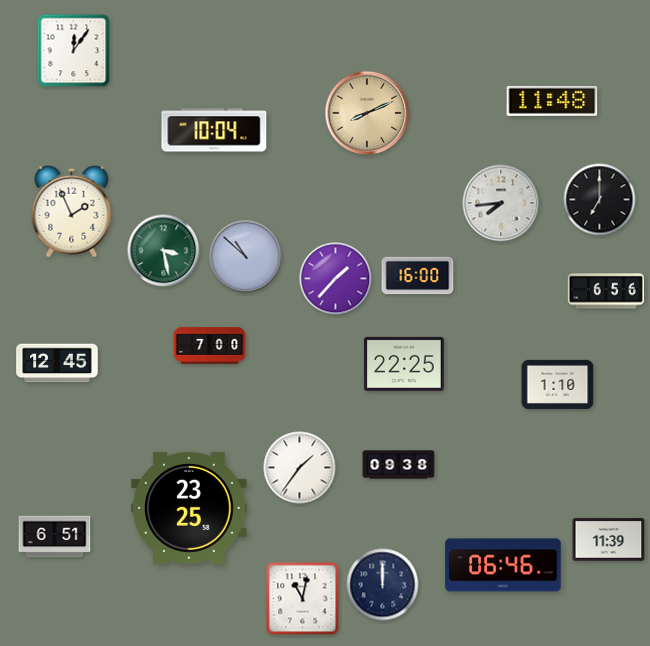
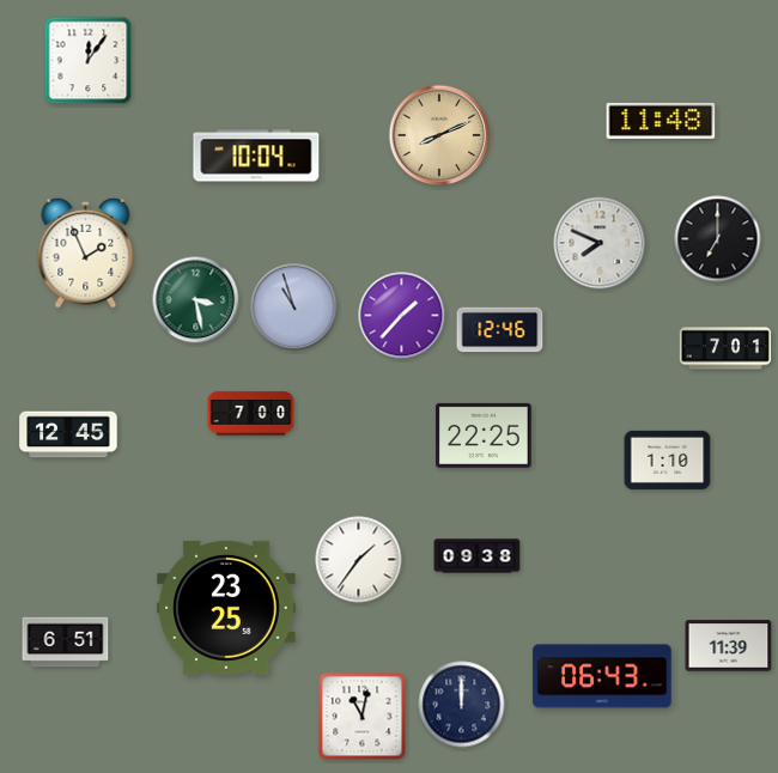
clock at (501, 203): 7:44 -> 7:49
clock at (246, 257): 10:52 -> 10:57
clock at (418, 276): 16:00 -> 12:46
clock at (336, 279) position: (336, 279) -> (402, 316)
clock at (606, 291): 6:56 -> 7:01
clock at (503, 565): 06:46 -> 06:43
clock at (383, 585) position: (383, 585) -> (462, 705)
